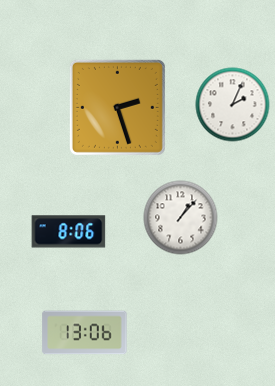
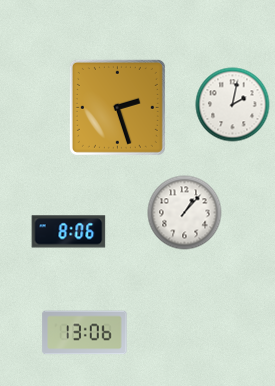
clock at (233, 105): 2:04 -> 2:02
clock at (181, 218) position: (181, 218) -> (185, 213)
